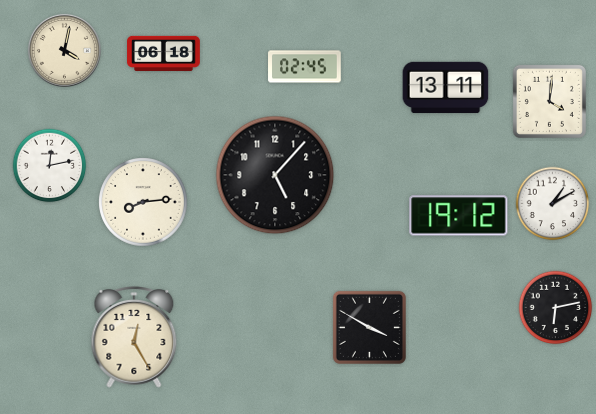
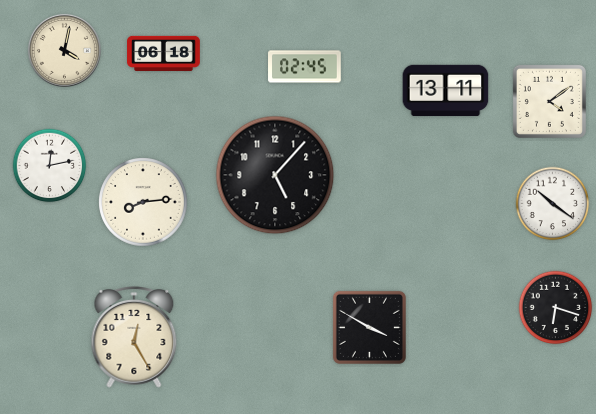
clock at (446, 88) position: (446, 88) -> (446, 91)
clock at (549, 101): 4:01 -> 4:09
clock at (553, 204): 1:10 -> 10:21
clock at (459, 216): 19:12 -> none
clock at (556, 308): 6:13 -> 6:18
